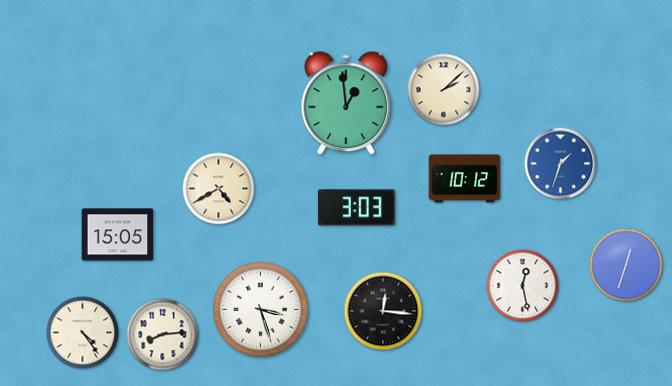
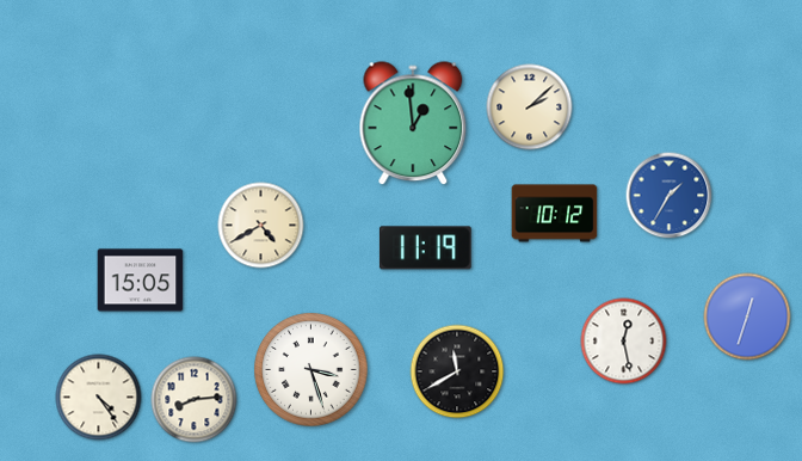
clock at (561, 164): 1:33 -> 1:35
clock at (356, 208): 3:03 -> 11:19
clock at (383, 311): 12:16 -> 11:40
